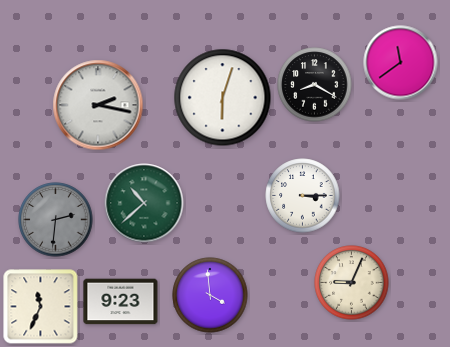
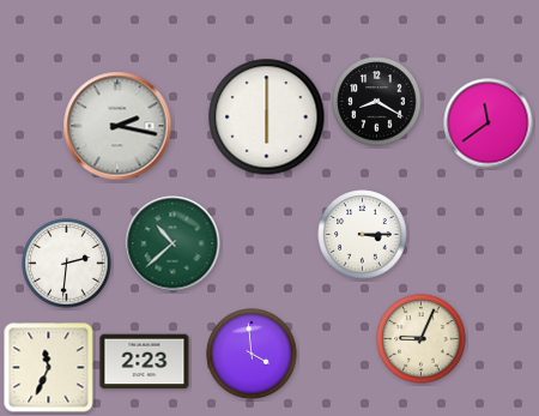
clock at (401, 63) position: (401, 63) -> (489, 123)
clock at (223, 98): 6:03 -> 6:00
clock at (56, 220) dial: grey -> white
clock at (121, 302): 9:23 -> 2:23
